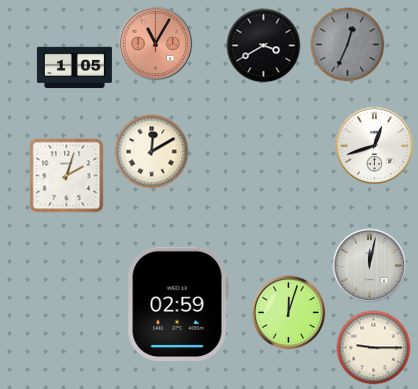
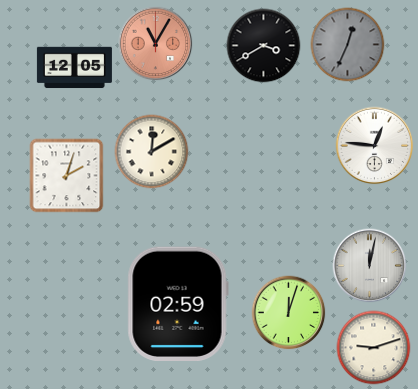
clock at (74, 68): 1:05 -> 12:05
clock at (375, 146): 12:42 -> 12:46
clock at (374, 348): 9:15 -> 9:12
